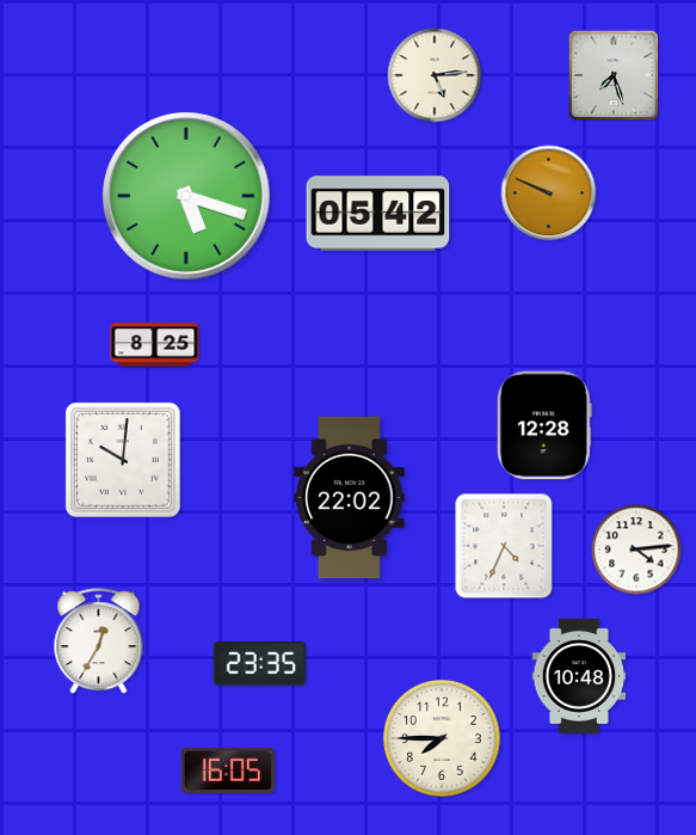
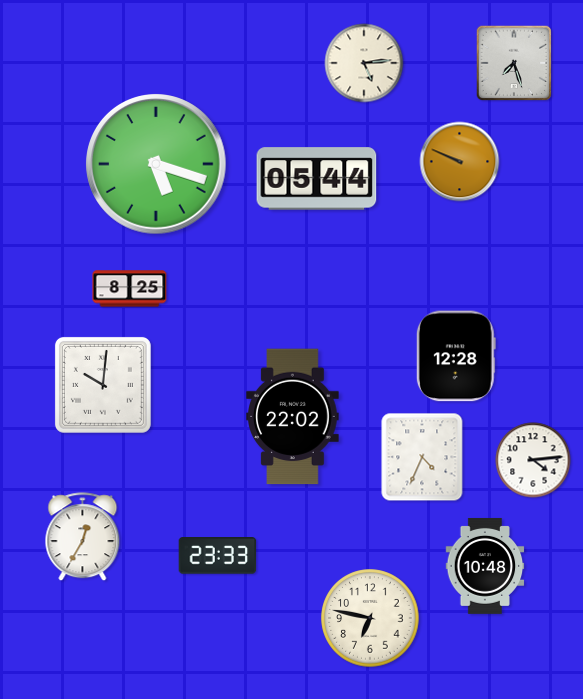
clock at (378, 214): 05:42 -> 05:44
clock at (260, 664): 23:35 -> 23:33
clock at (442, 738): 7:45 -> 6:47
clock at (227, 770): 16:05 -> none
